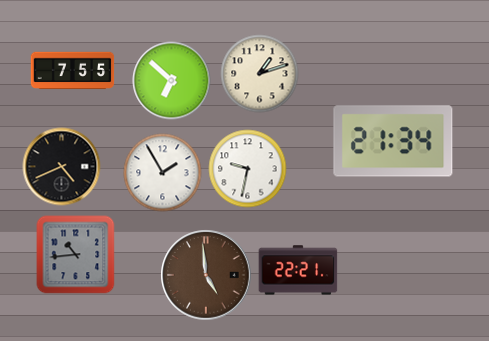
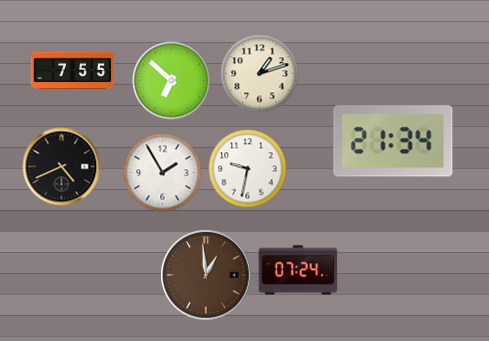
clock at (75, 254): 10:44 -> none
clock at (298, 270): 22:21 -> 07:24
clock at (206, 275): 4:59 -> 12:59
